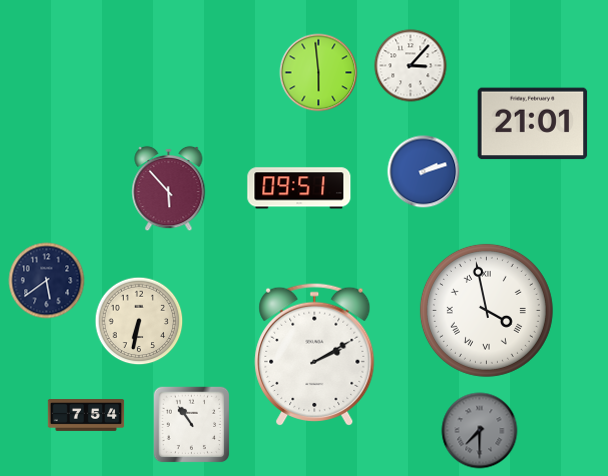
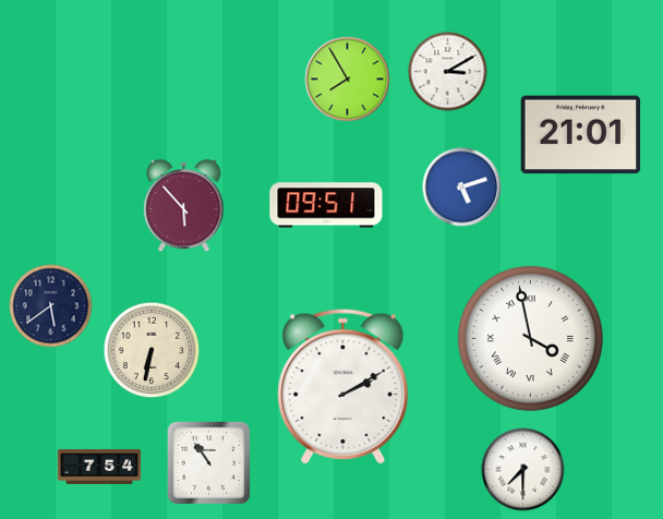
clock at (411, 66): 3:07 -> 3:10
clock at (319, 73): 5:59 -> 7:55
clock at (424, 172): 2:12 -> 5:12
clock at (86, 416) position: (86, 416) -> (99, 468)
clock at (480, 431) dial: grey -> white
